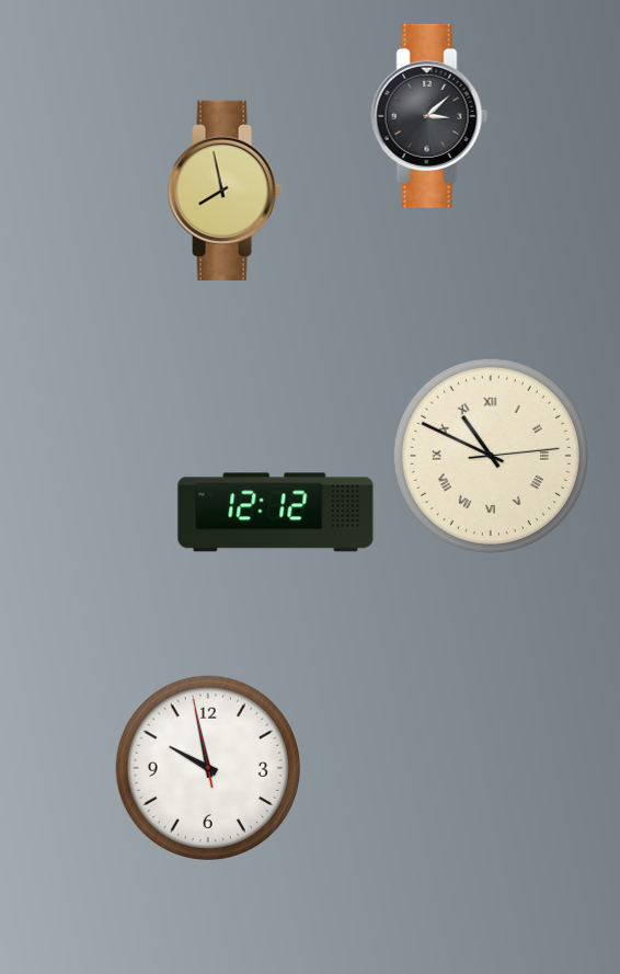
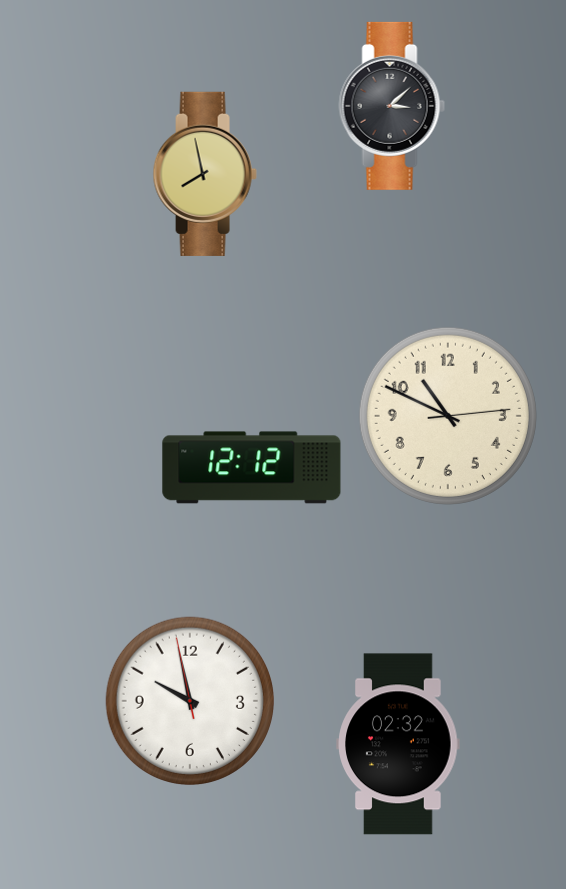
clock at (491, 456) numerals: Roman -> Arabic
clock at (398, 744): none -> 02:32
